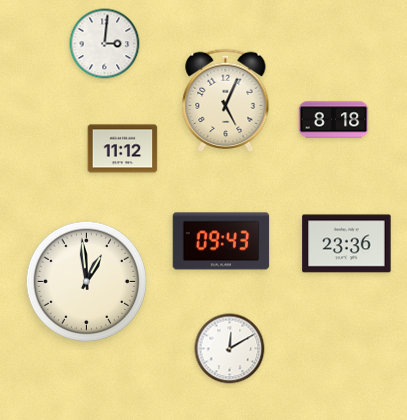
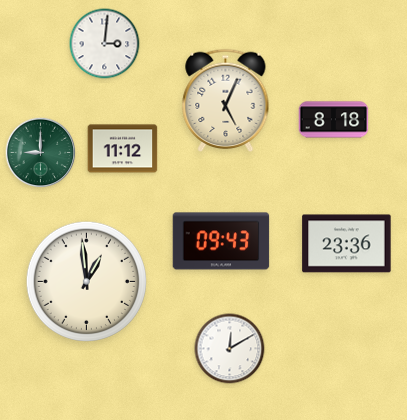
clock at (41, 153): none -> 9:00
